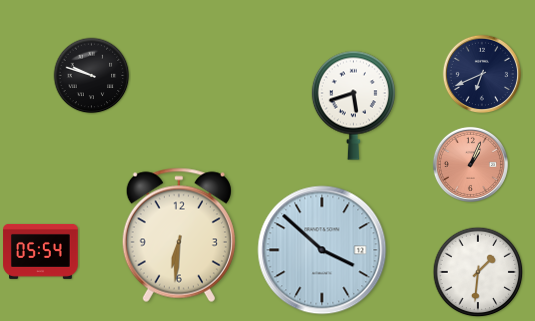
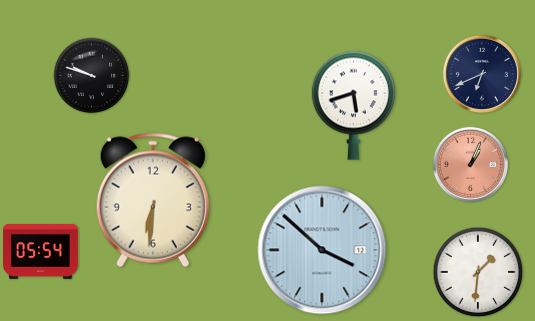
clock at (179, 235) position: (179, 235) -> (153, 200)
